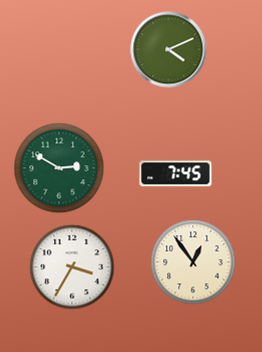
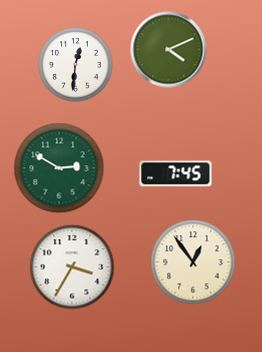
clock at (76, 65): none -> 12:31
